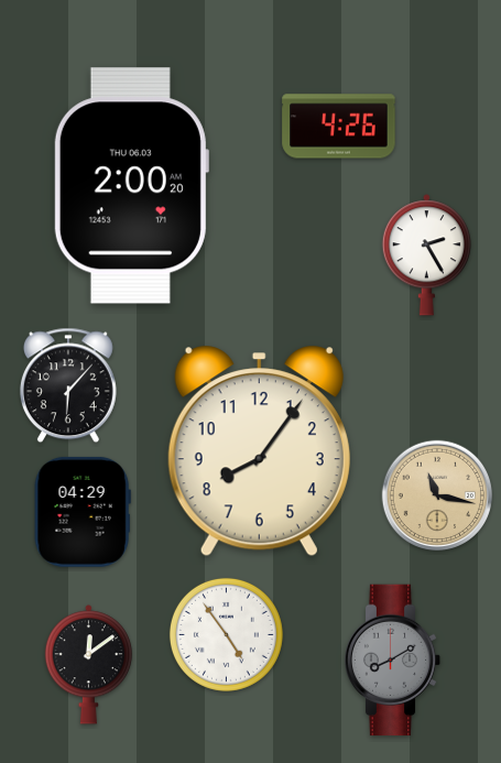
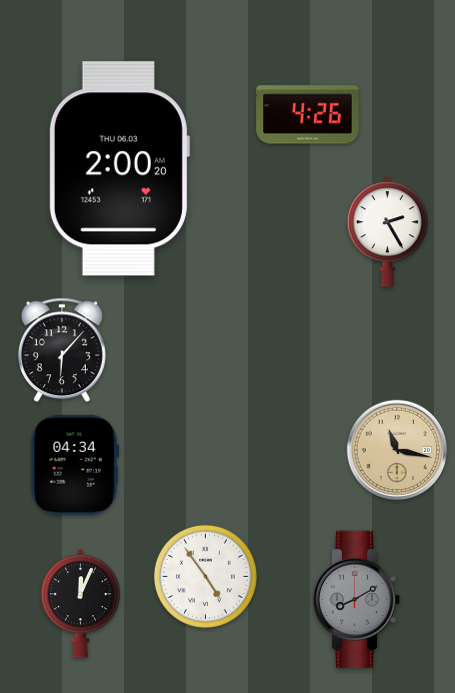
clock at (259, 451): 8:06 -> none
clock at (83, 512): 04:29 -> 04:34
clock at (89, 665): 12:09 -> 12:04
